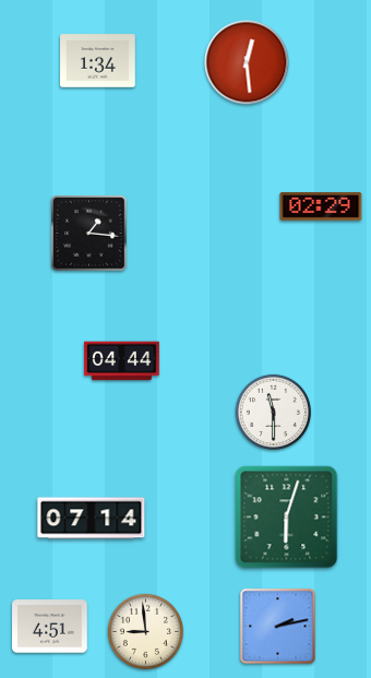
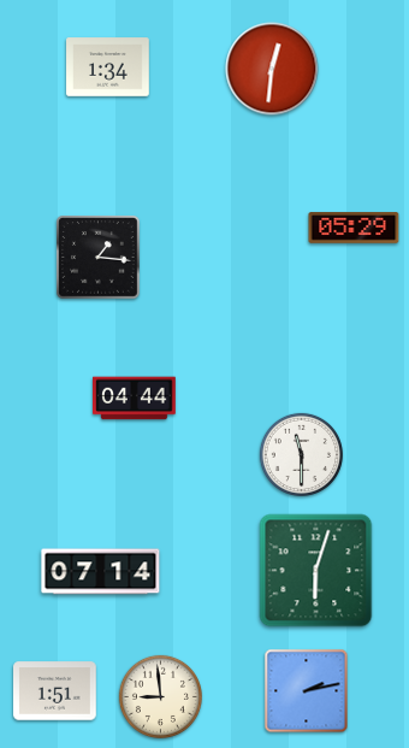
clock at (247, 62): 12:29 -> 12:31
clock at (321, 206): 02:29 -> 05:29
clock at (50, 627): 4:51 -> 1:51
